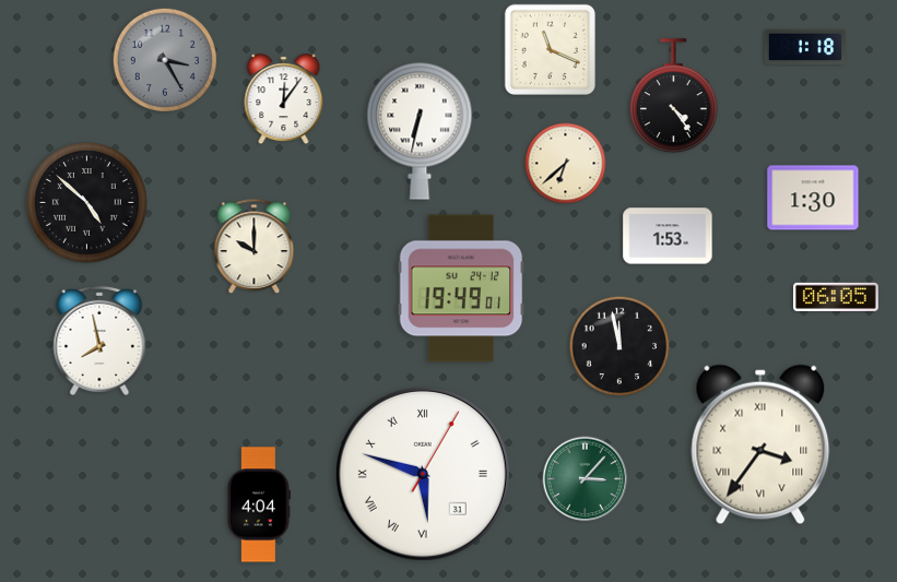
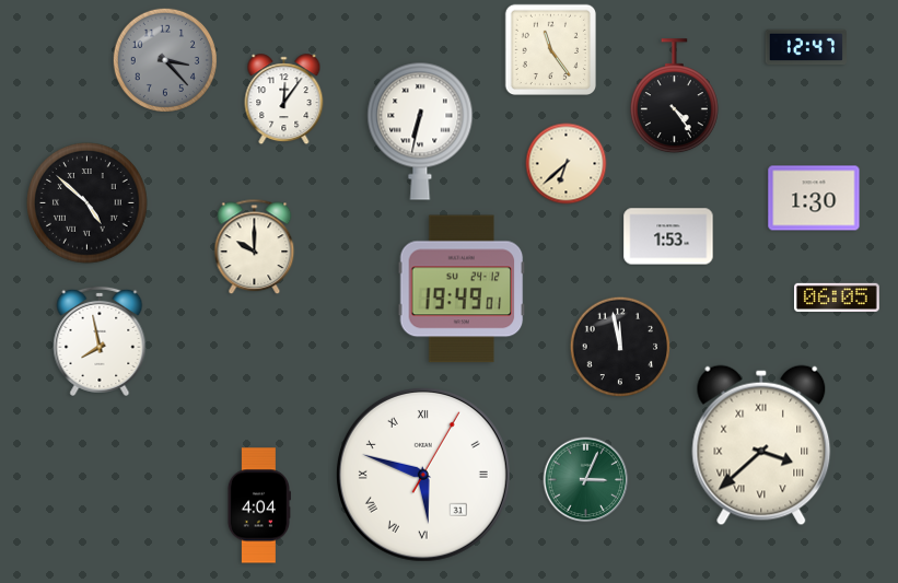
clock at (804, 47): 1:18 -> 12:47
clock at (550, 49): 11:19 -> 11:24
clock at (165, 60): 3:25 -> 3:23
clock at (760, 444): 3:36 -> 3:38
clock at (586, 479): 3:07 -> 3:04
